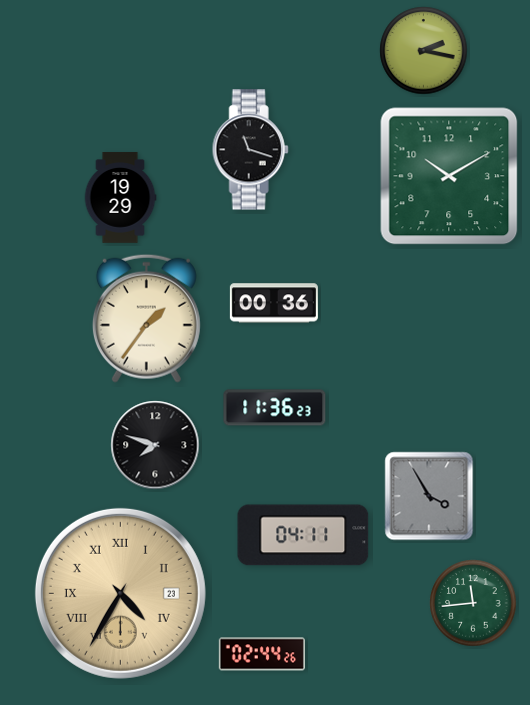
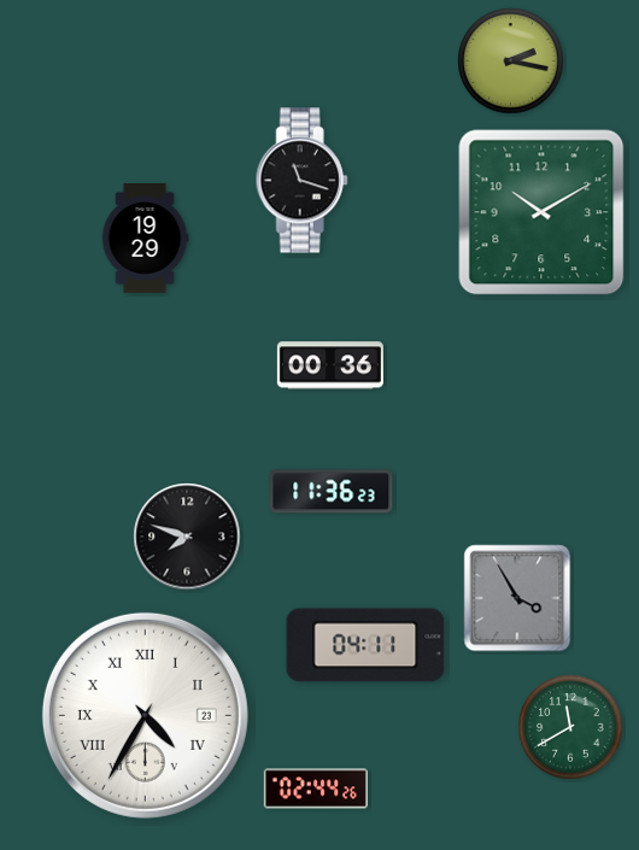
clock at (146, 318): 1:36 -> none
clock at (120, 593) dial: champagne -> white
clock at (473, 603): 11:44 -> 11:40
